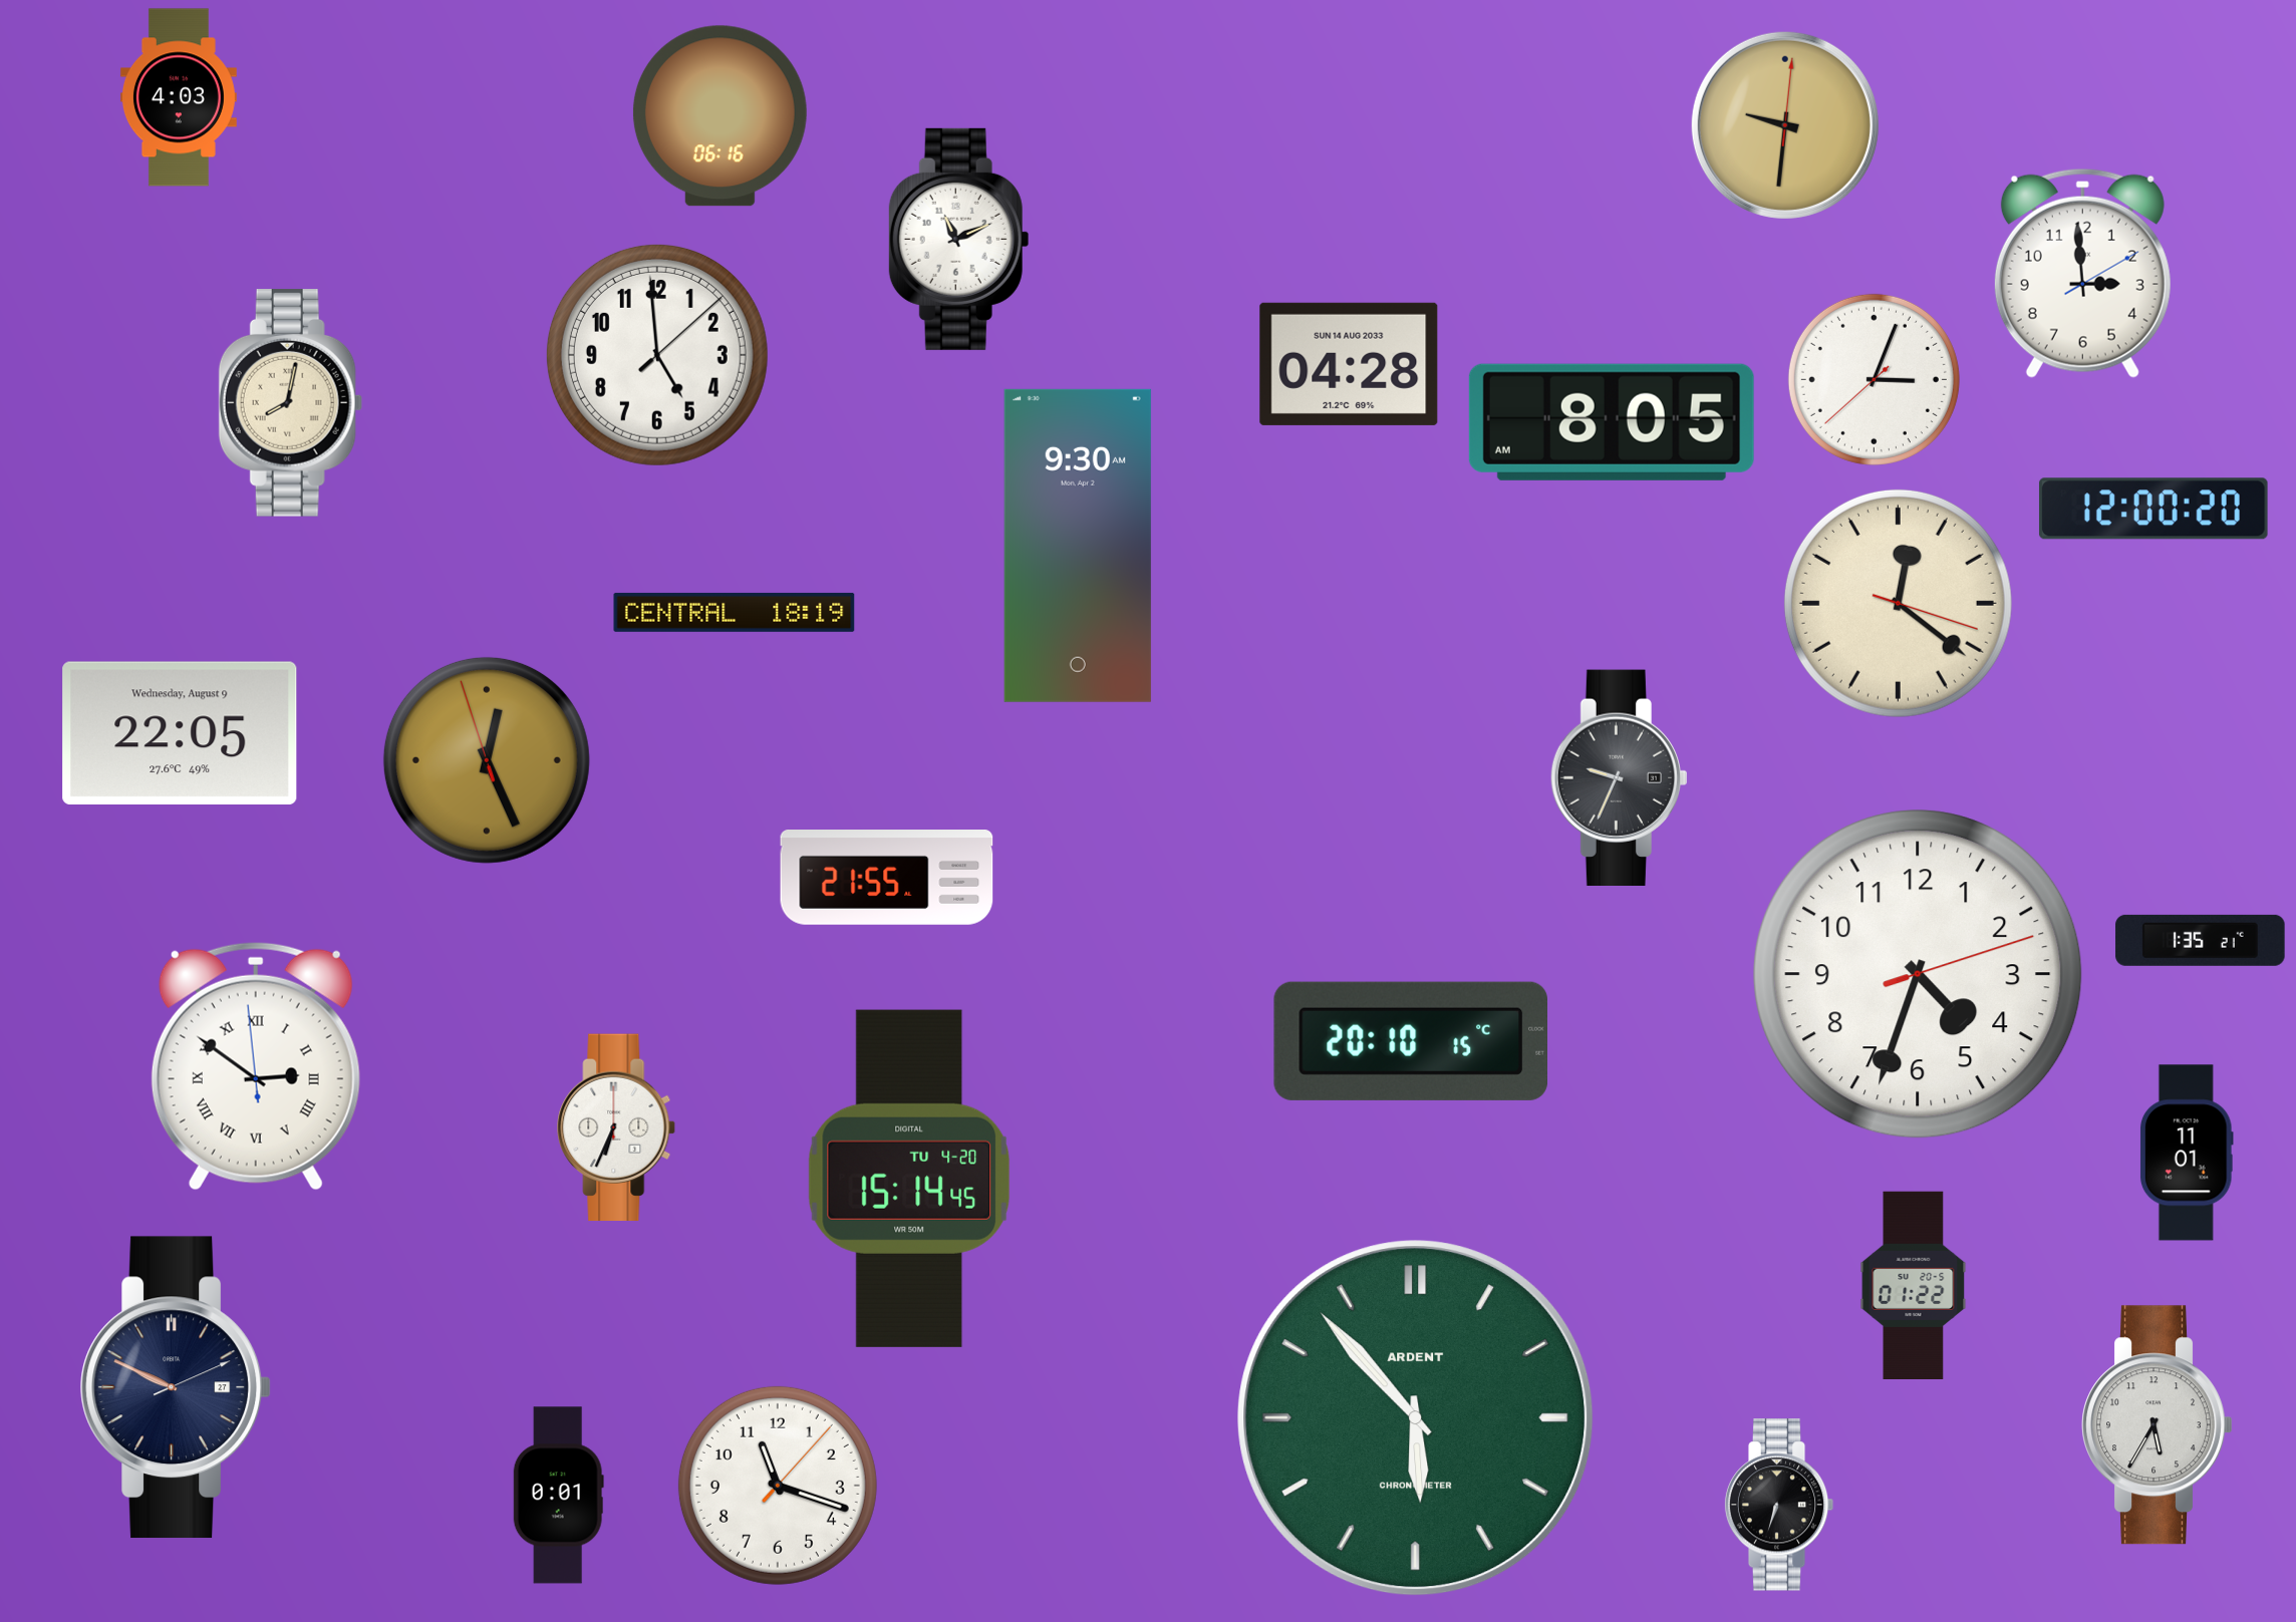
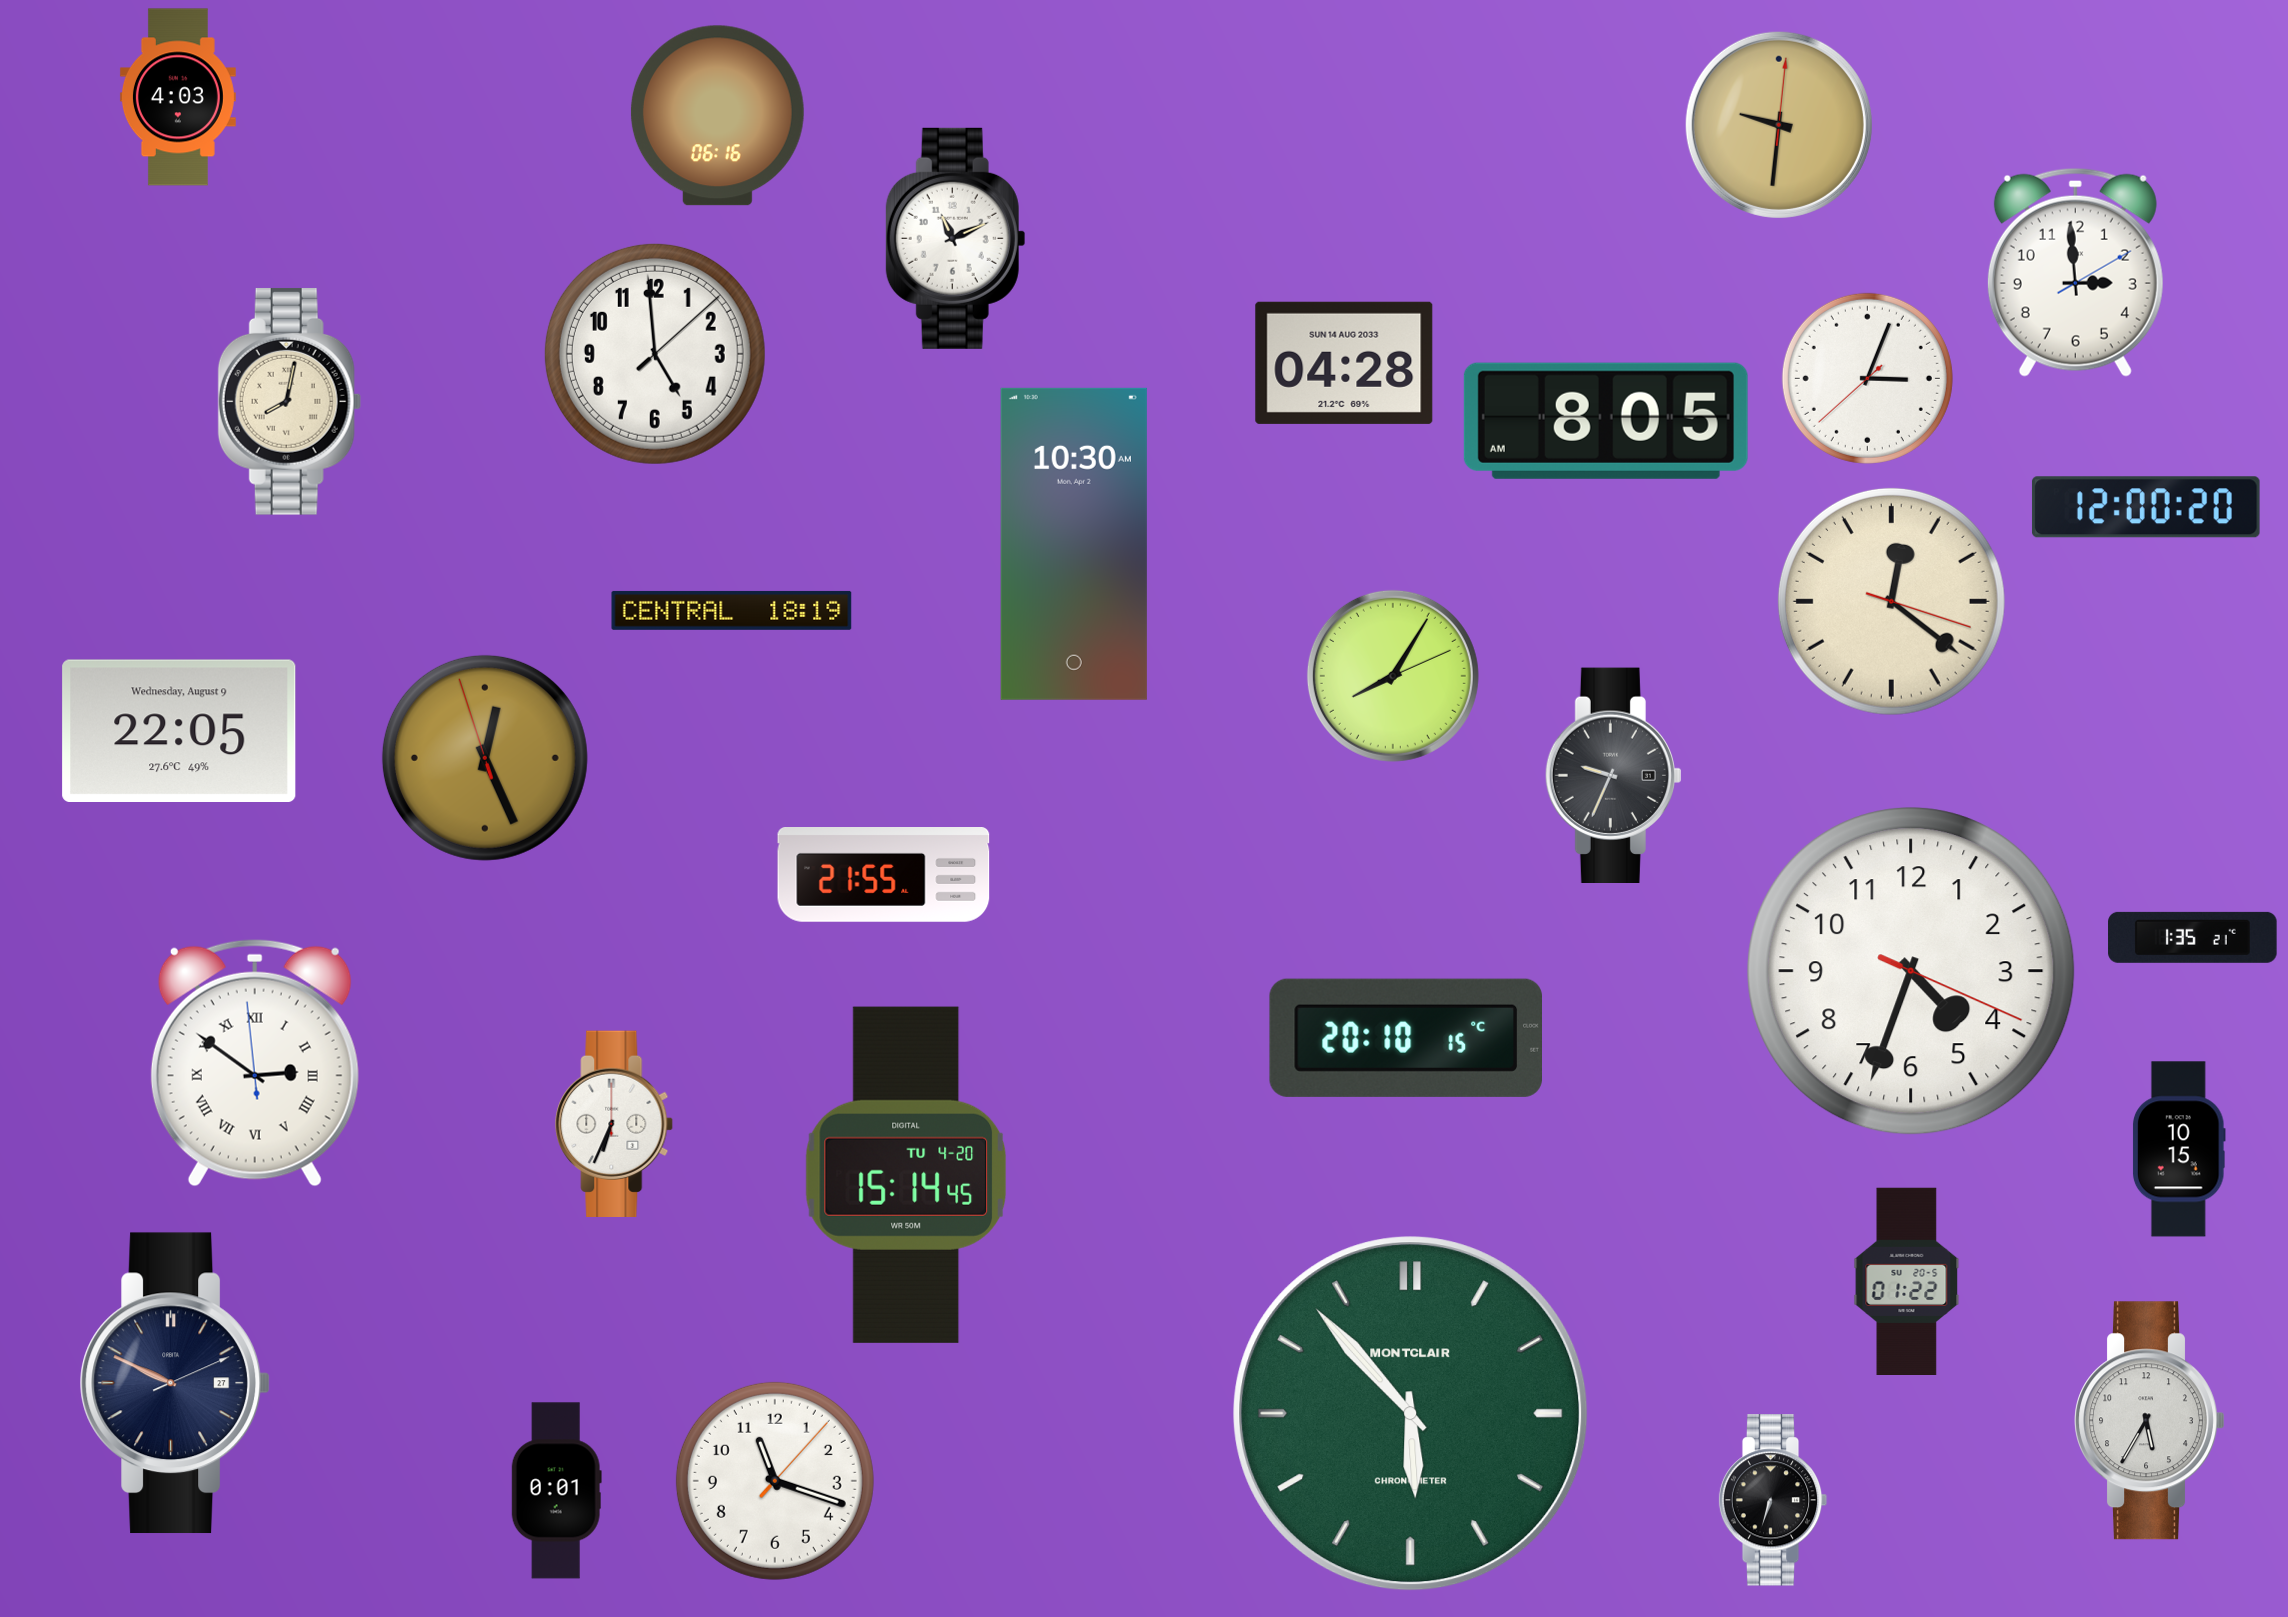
clock at (1078, 546): 9:30 -> 10:30
clock at (1393, 676): none -> 8:05
clock at (1918, 974): 4:33:12 -> 4:33:19
clock at (2187, 1153): 11:01 -> 10:15
clock at (1416, 1418) brand: ARDENT -> MONTCLAIR
